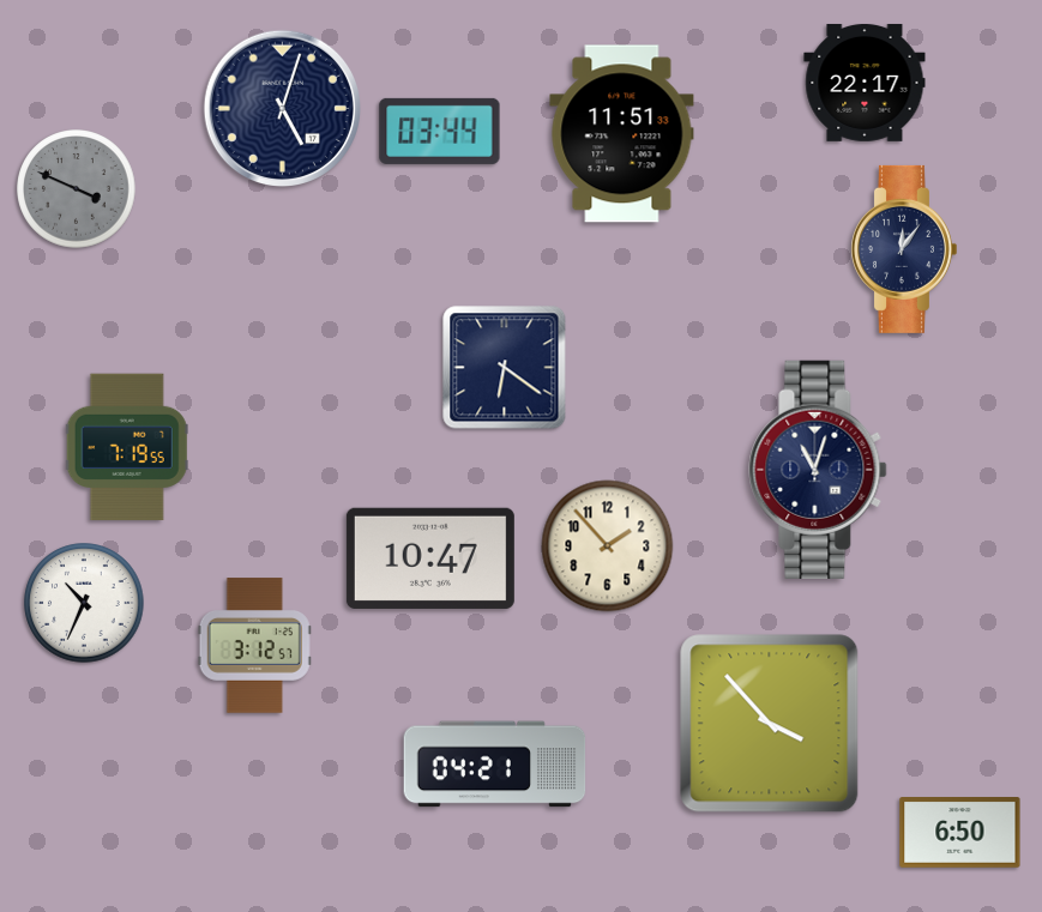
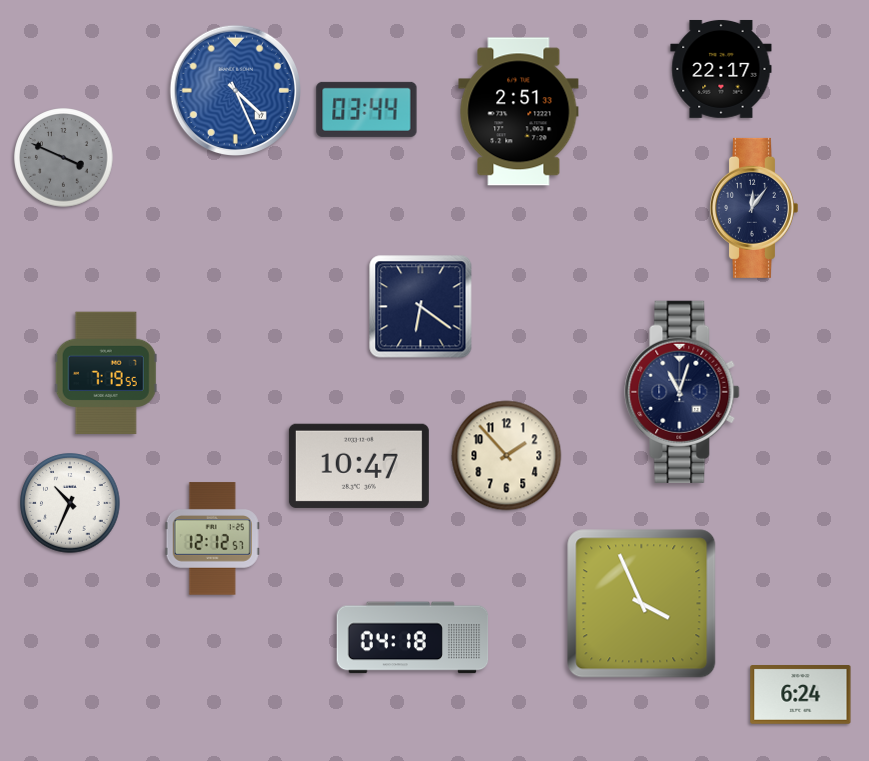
clock at (282, 108): 5:03 -> 4:26
clock at (282, 108) dial: navy -> blue
clock at (622, 134): 11:51 -> 2:51
clock at (254, 646): 3:12 -> 12:12
clock at (770, 724): 3:53 -> 3:56
clock at (495, 765): 04:21 -> 04:18
clock at (960, 833): 6:50 -> 6:24
